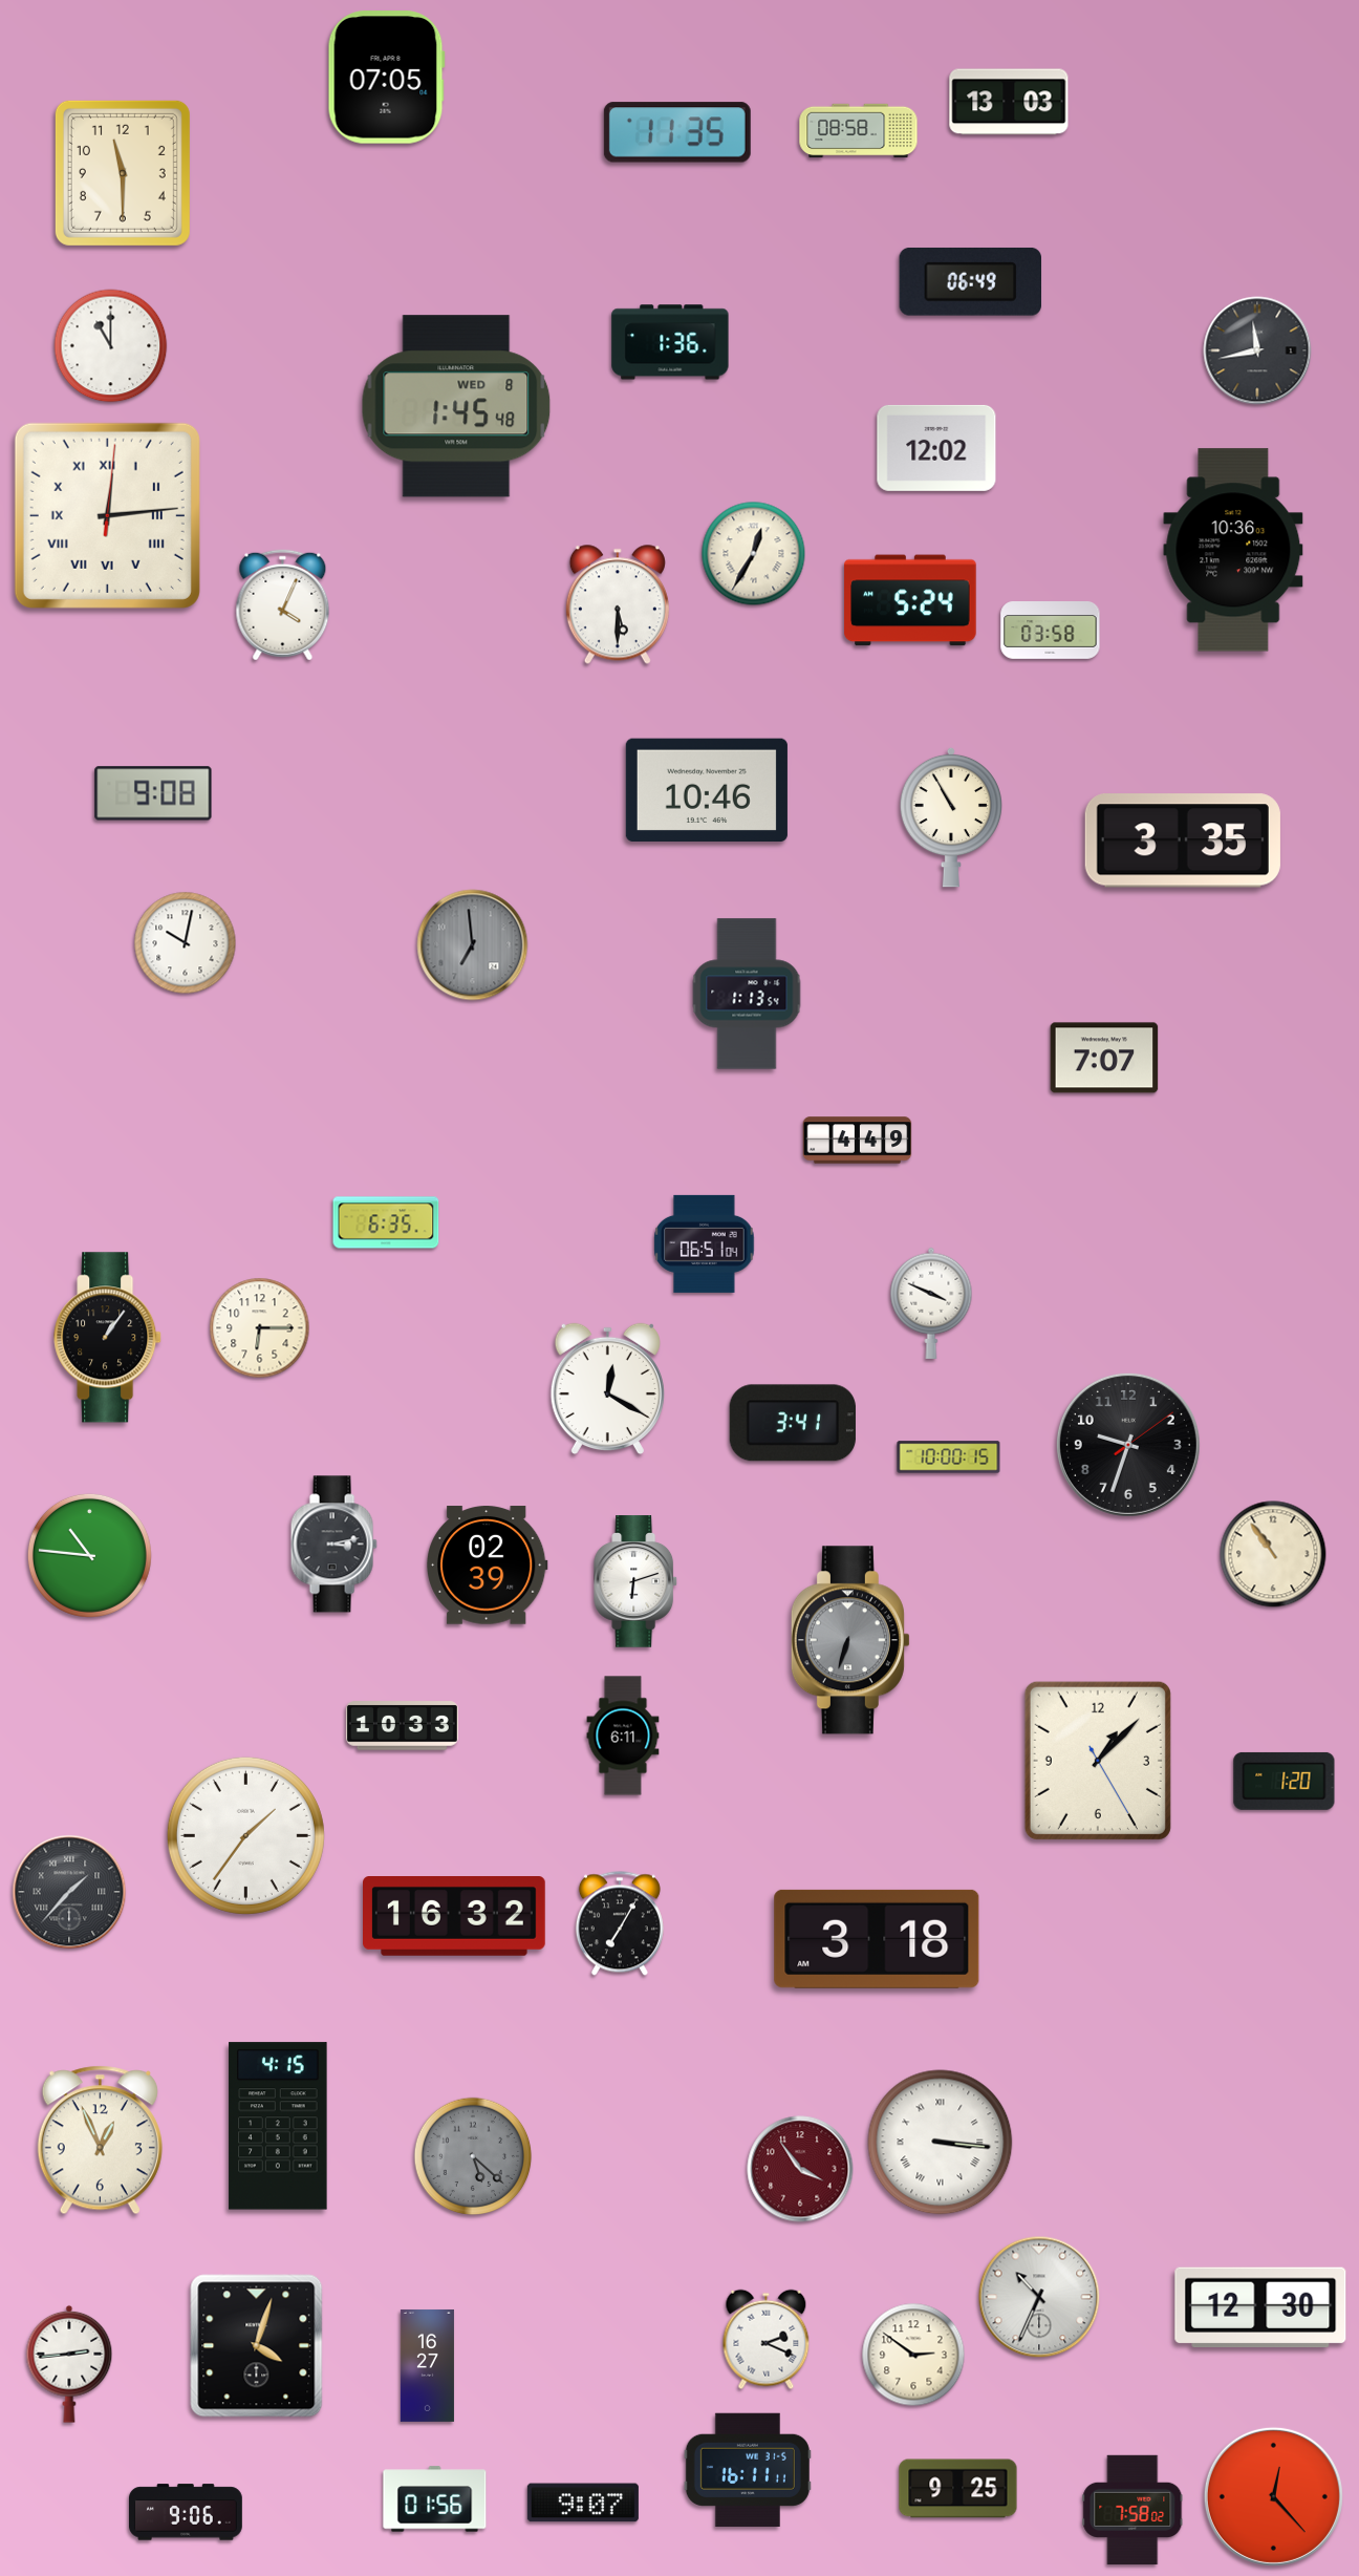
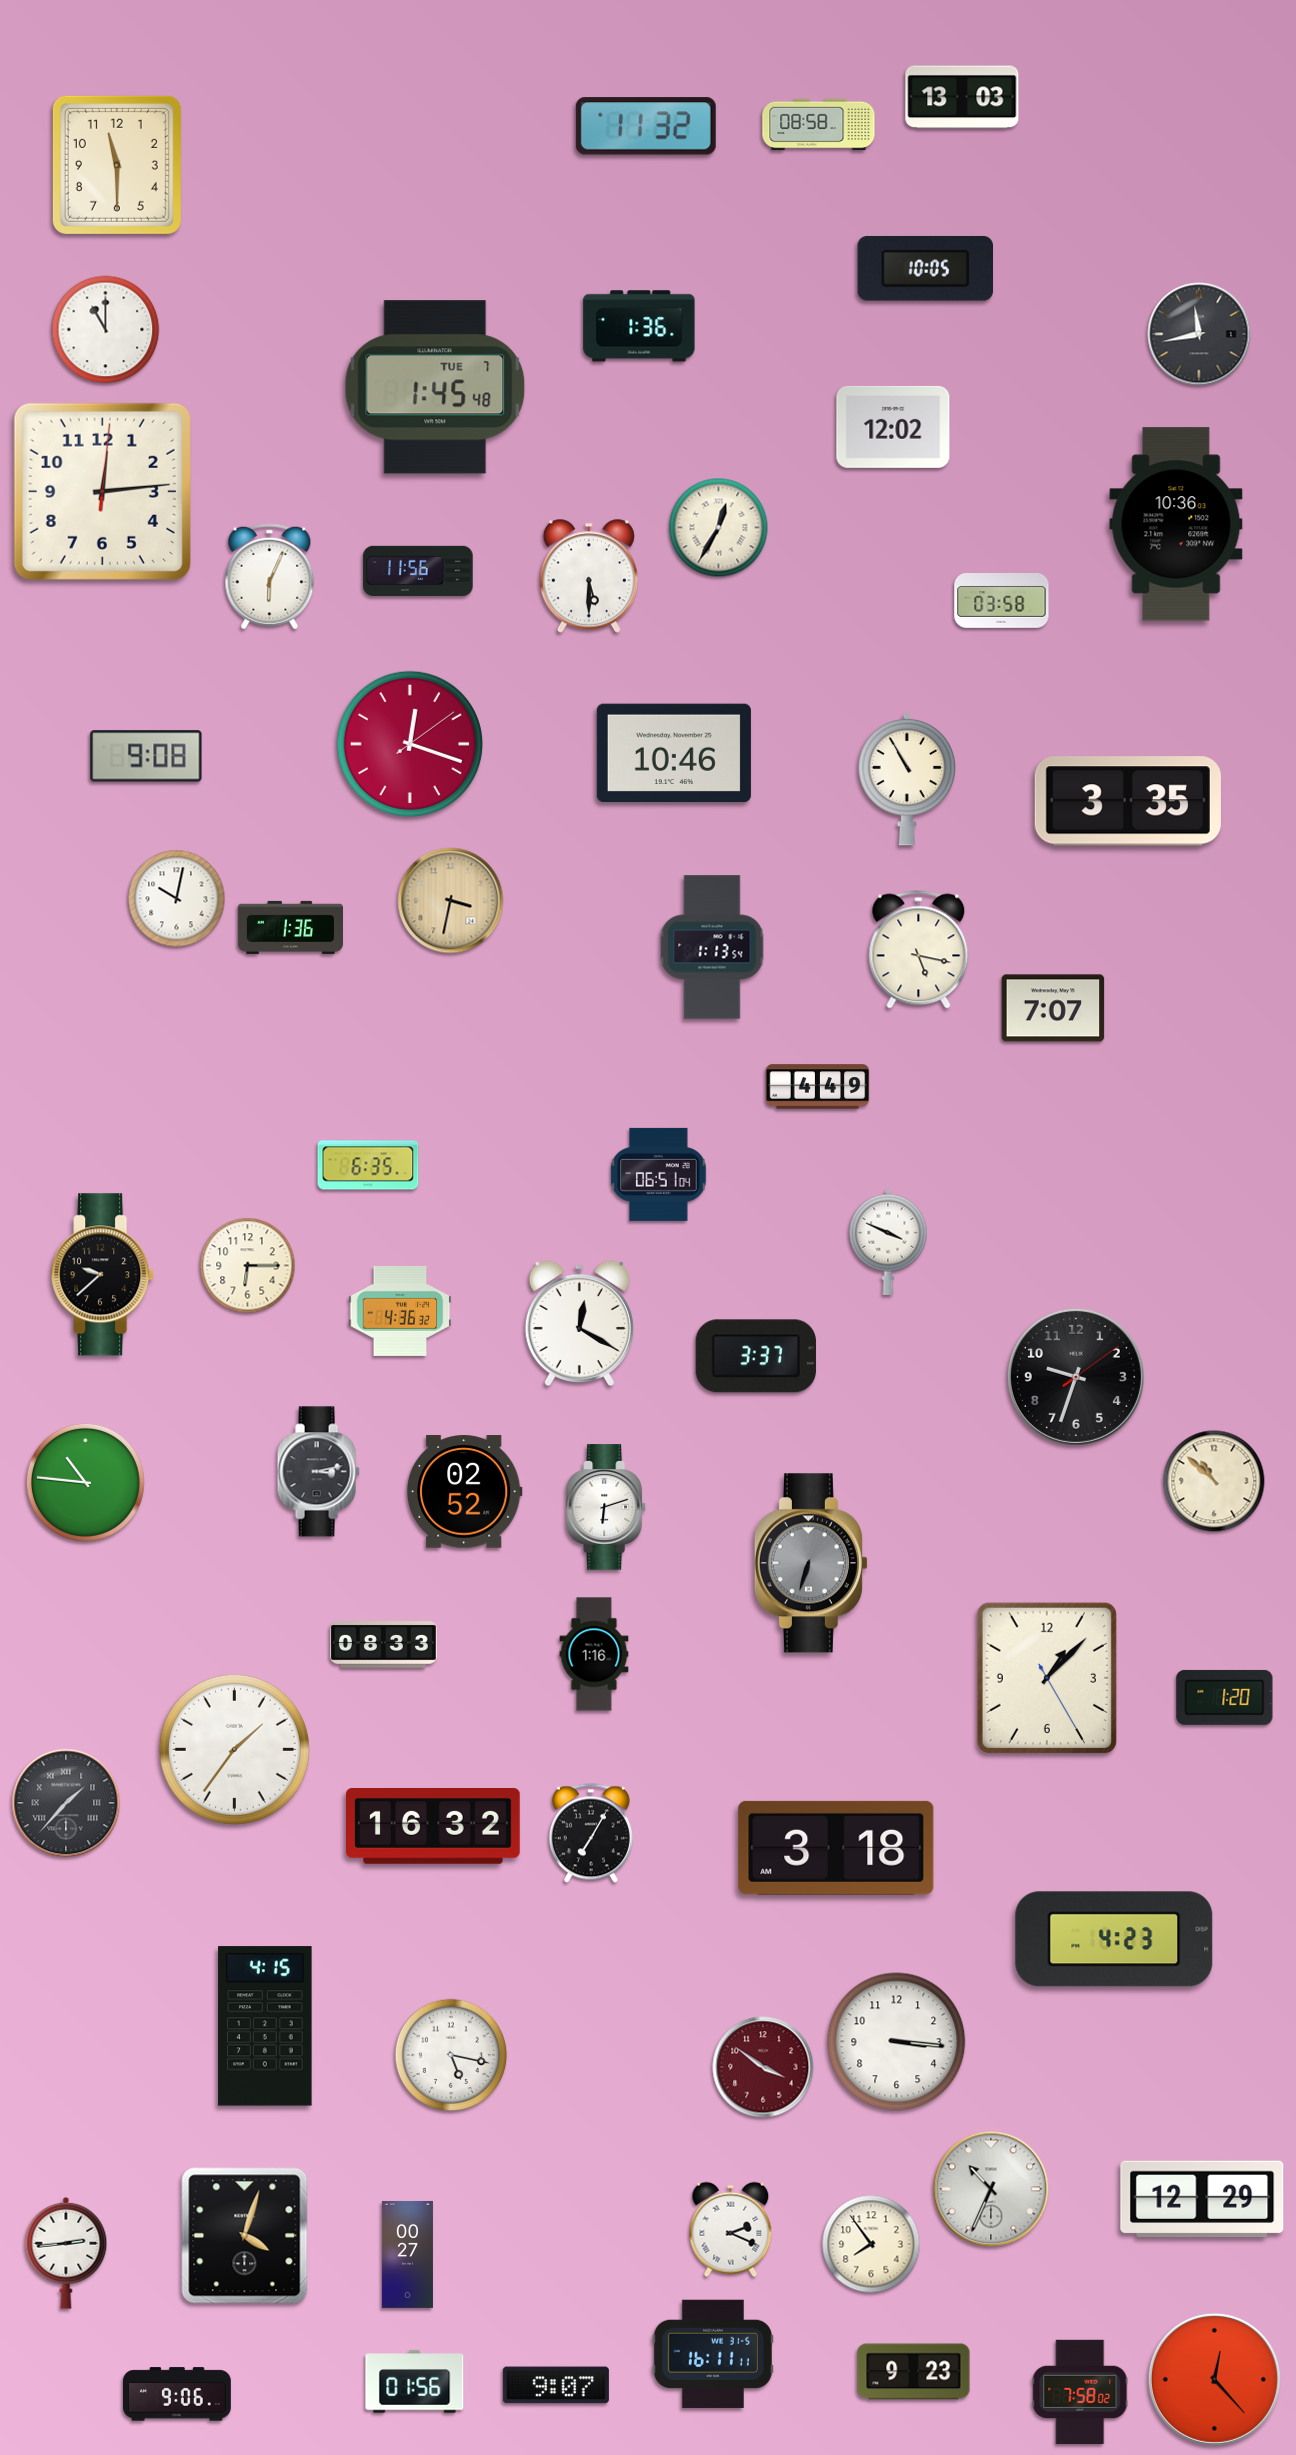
clock at (386, 78): 07:05 -> none
clock at (677, 132): 11:35 -> 11:32
clock at (970, 282): 06:49 -> 10:05
clock at (456, 406) date: WED 8 -> TUE 7
clock at (107, 515) numerals: Roman -> Arabic
clock at (418, 571): none -> 11:56
clock at (910, 600): 5:24 -> none
clock at (283, 605): 4:04 -> 6:04
clock at (410, 744): none -> 12:18
clock at (473, 945): 6:59 -> 3:32
clock at (473, 945) dial: grey -> champagne
clock at (290, 927): none -> 1:36
clock at (919, 950): none -> 5:17
clock at (705, 1243) position: (705, 1243) -> (659, 1174)
clock at (108, 1338): 1:06 -> 9:38
clock at (400, 1311): none -> 4:36
clock at (793, 1423): 3:41 -> 3:37
clock at (949, 1457): 10:00 -> none
clock at (1273, 1554): 10:54 -> 10:52
clock at (488, 1566): 02:39 -> 02:52
clock at (402, 1726): 10:33 -> 08:33
clock at (623, 1736): 6:11 -> 1:16
clock at (1114, 1939): none -> 4:23
clock at (100, 2141): 12:56 -> none
clock at (941, 2143) numerals: Roman -> Arabic
clock at (473, 2156): 5:22 -> 5:17
clock at (473, 2156) dial: grey -> white
clock at (800, 2169): 3:54 -> 3:51
clock at (1260, 2307): 12:30 -> 12:29
clock at (913, 2355): 2:51 -> 7:54
clock at (427, 2365): 16:27 -> 00:27
clock at (958, 2489): 9:25 -> 9:23
